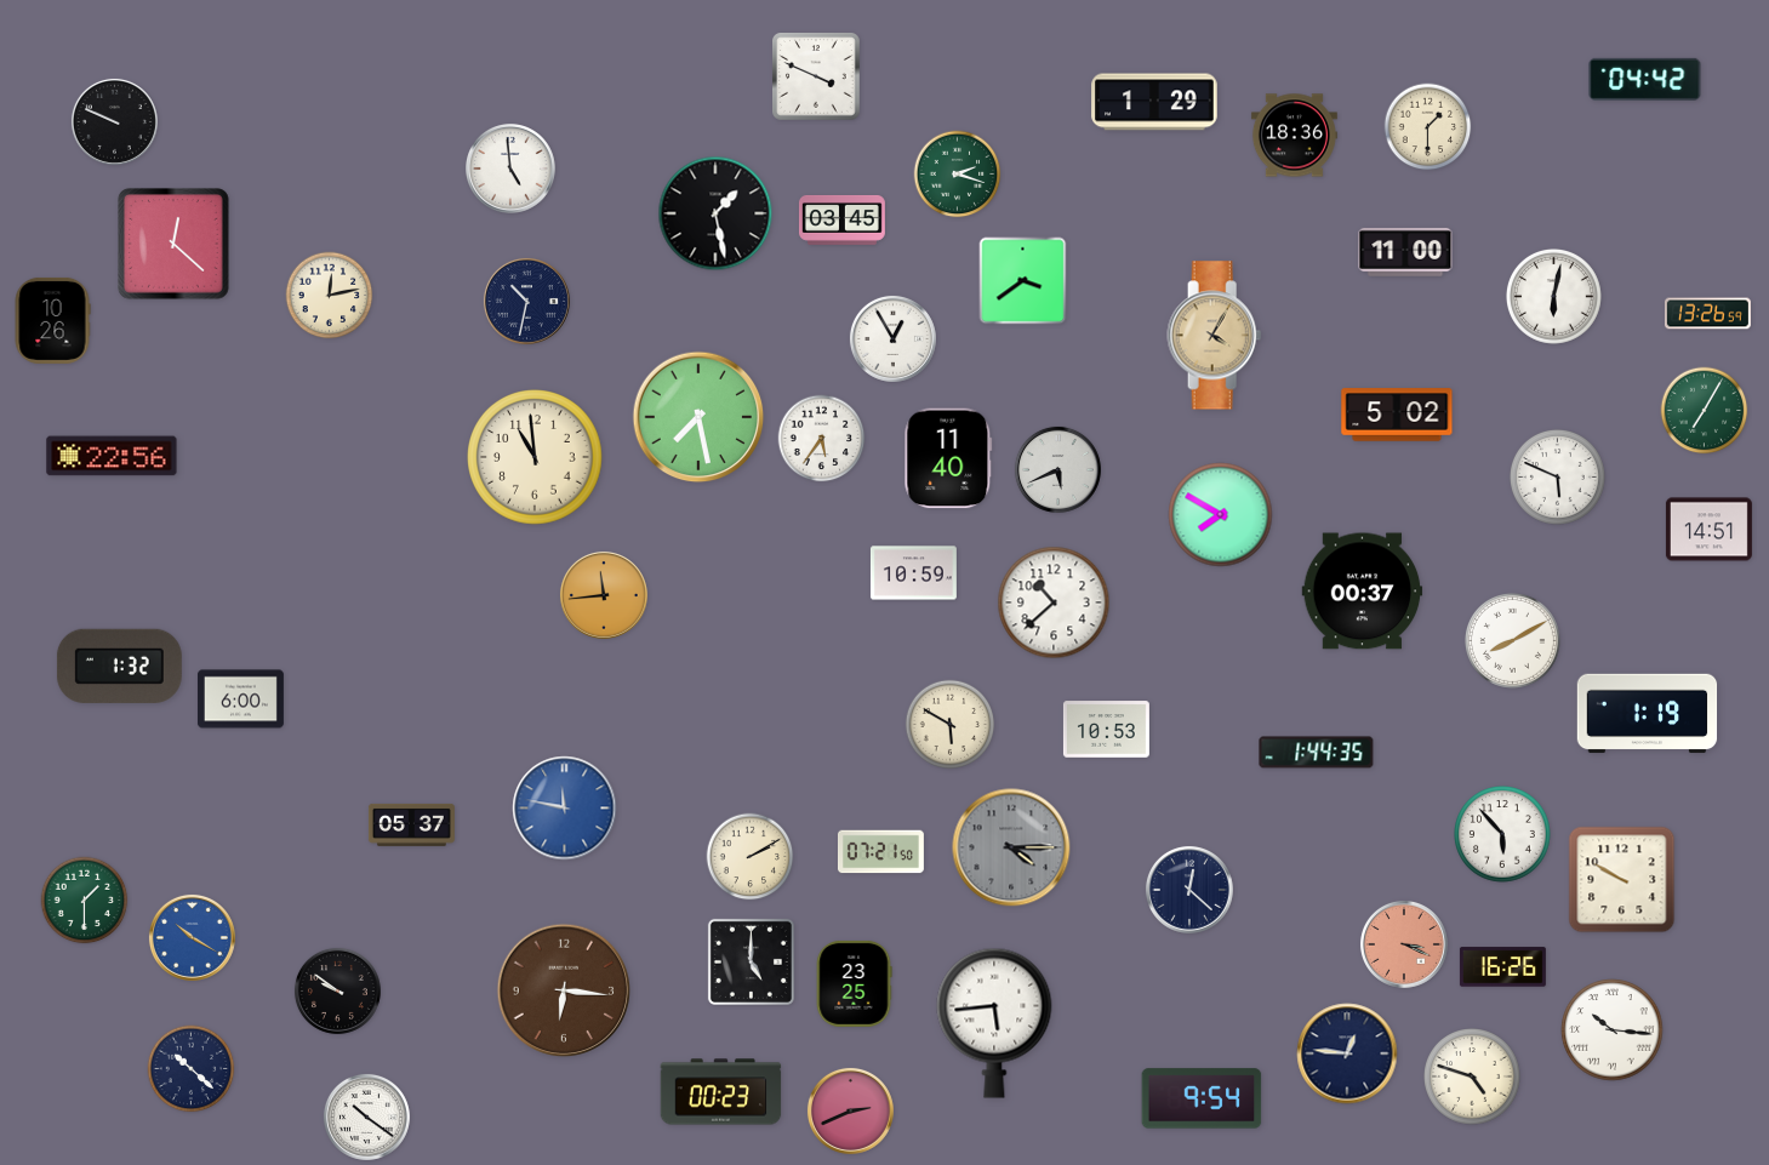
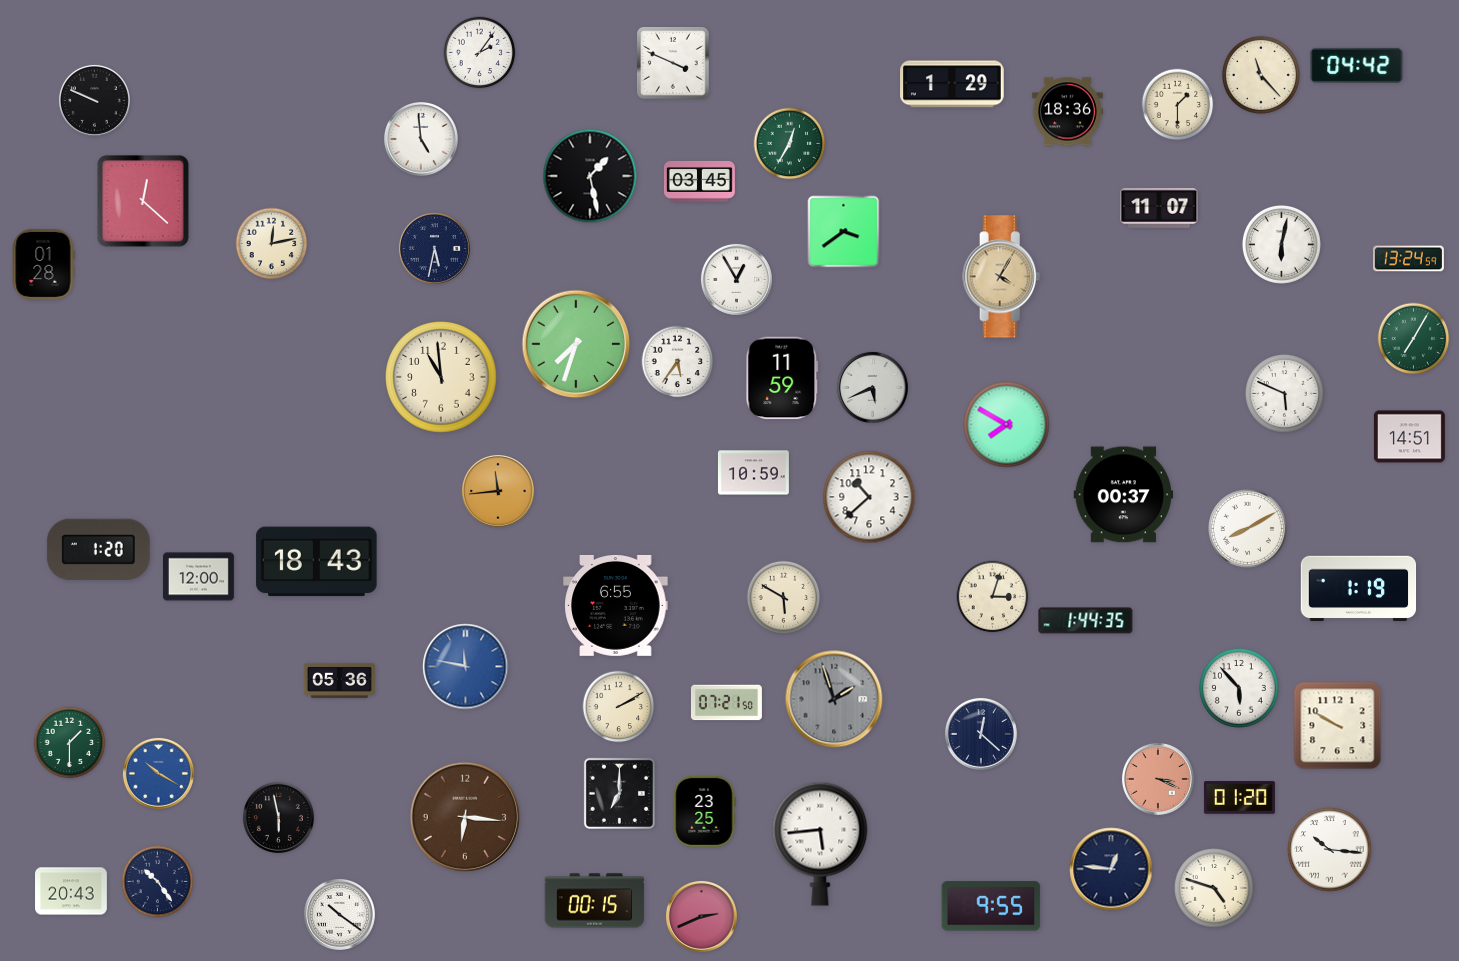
clock at (480, 53): none -> 2:06
clock at (1261, 75): none -> 11:23
clock at (958, 175): 2:18 -> 12:35
clock at (841, 219) position: (841, 219) -> (699, 181)
clock at (1405, 252): 11:00 -> 11:07
clock at (526, 301): 10:32 -> 5:32
clock at (1707, 314): 13:26 -> 13:24
clock at (52, 320): 10:26 -> 01:28
clock at (1705, 411) position: (1705, 411) -> (1414, 339)
clock at (1397, 415): 5:02 -> none
clock at (698, 417): 7:28 -> 7:33
clock at (112, 456): 22:56 -> none
clock at (948, 458): 11:40 -> 11:59
clock at (1363, 592) position: (1363, 592) -> (1124, 495)
clock at (119, 666): 1:32 -> 1:20
clock at (317, 562): none -> 18:43
clock at (240, 699): 6:00 -> 12:00
clock at (993, 597): none -> 3:03
clock at (1106, 730): 10:53 -> none
clock at (616, 605): none -> 6:55
clock at (411, 824): 05:37 -> 05:36
clock at (1011, 847): 4:15 -> 1:57
clock at (751, 961): 5:00 -> 7:00
clock at (1502, 967): 16:26 -> 01:20
clock at (337, 990): 9:51 -> 5:58
clock at (192, 1069): 10:22 -> 10:24
clock at (71, 891): none -> 20:43
clock at (721, 1092): 00:23 -> 00:15
clock at (1202, 1098): 9:54 -> 9:55
clock at (366, 1117) position: (366, 1117) -> (339, 914)
